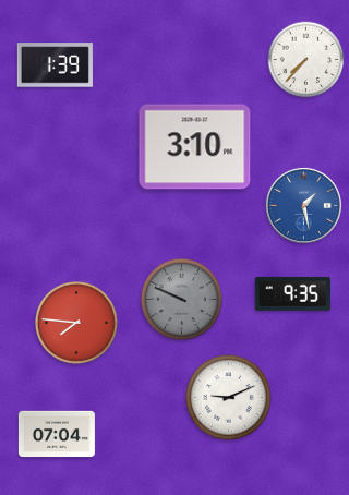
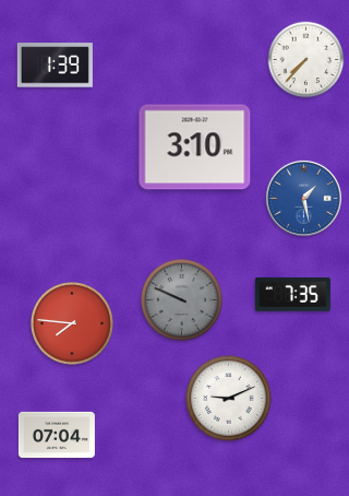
clock at (303, 205) position: (303, 205) -> (303, 198)
clock at (292, 293): 9:35 -> 7:35
clock at (77, 324) position: (77, 324) -> (73, 324)
